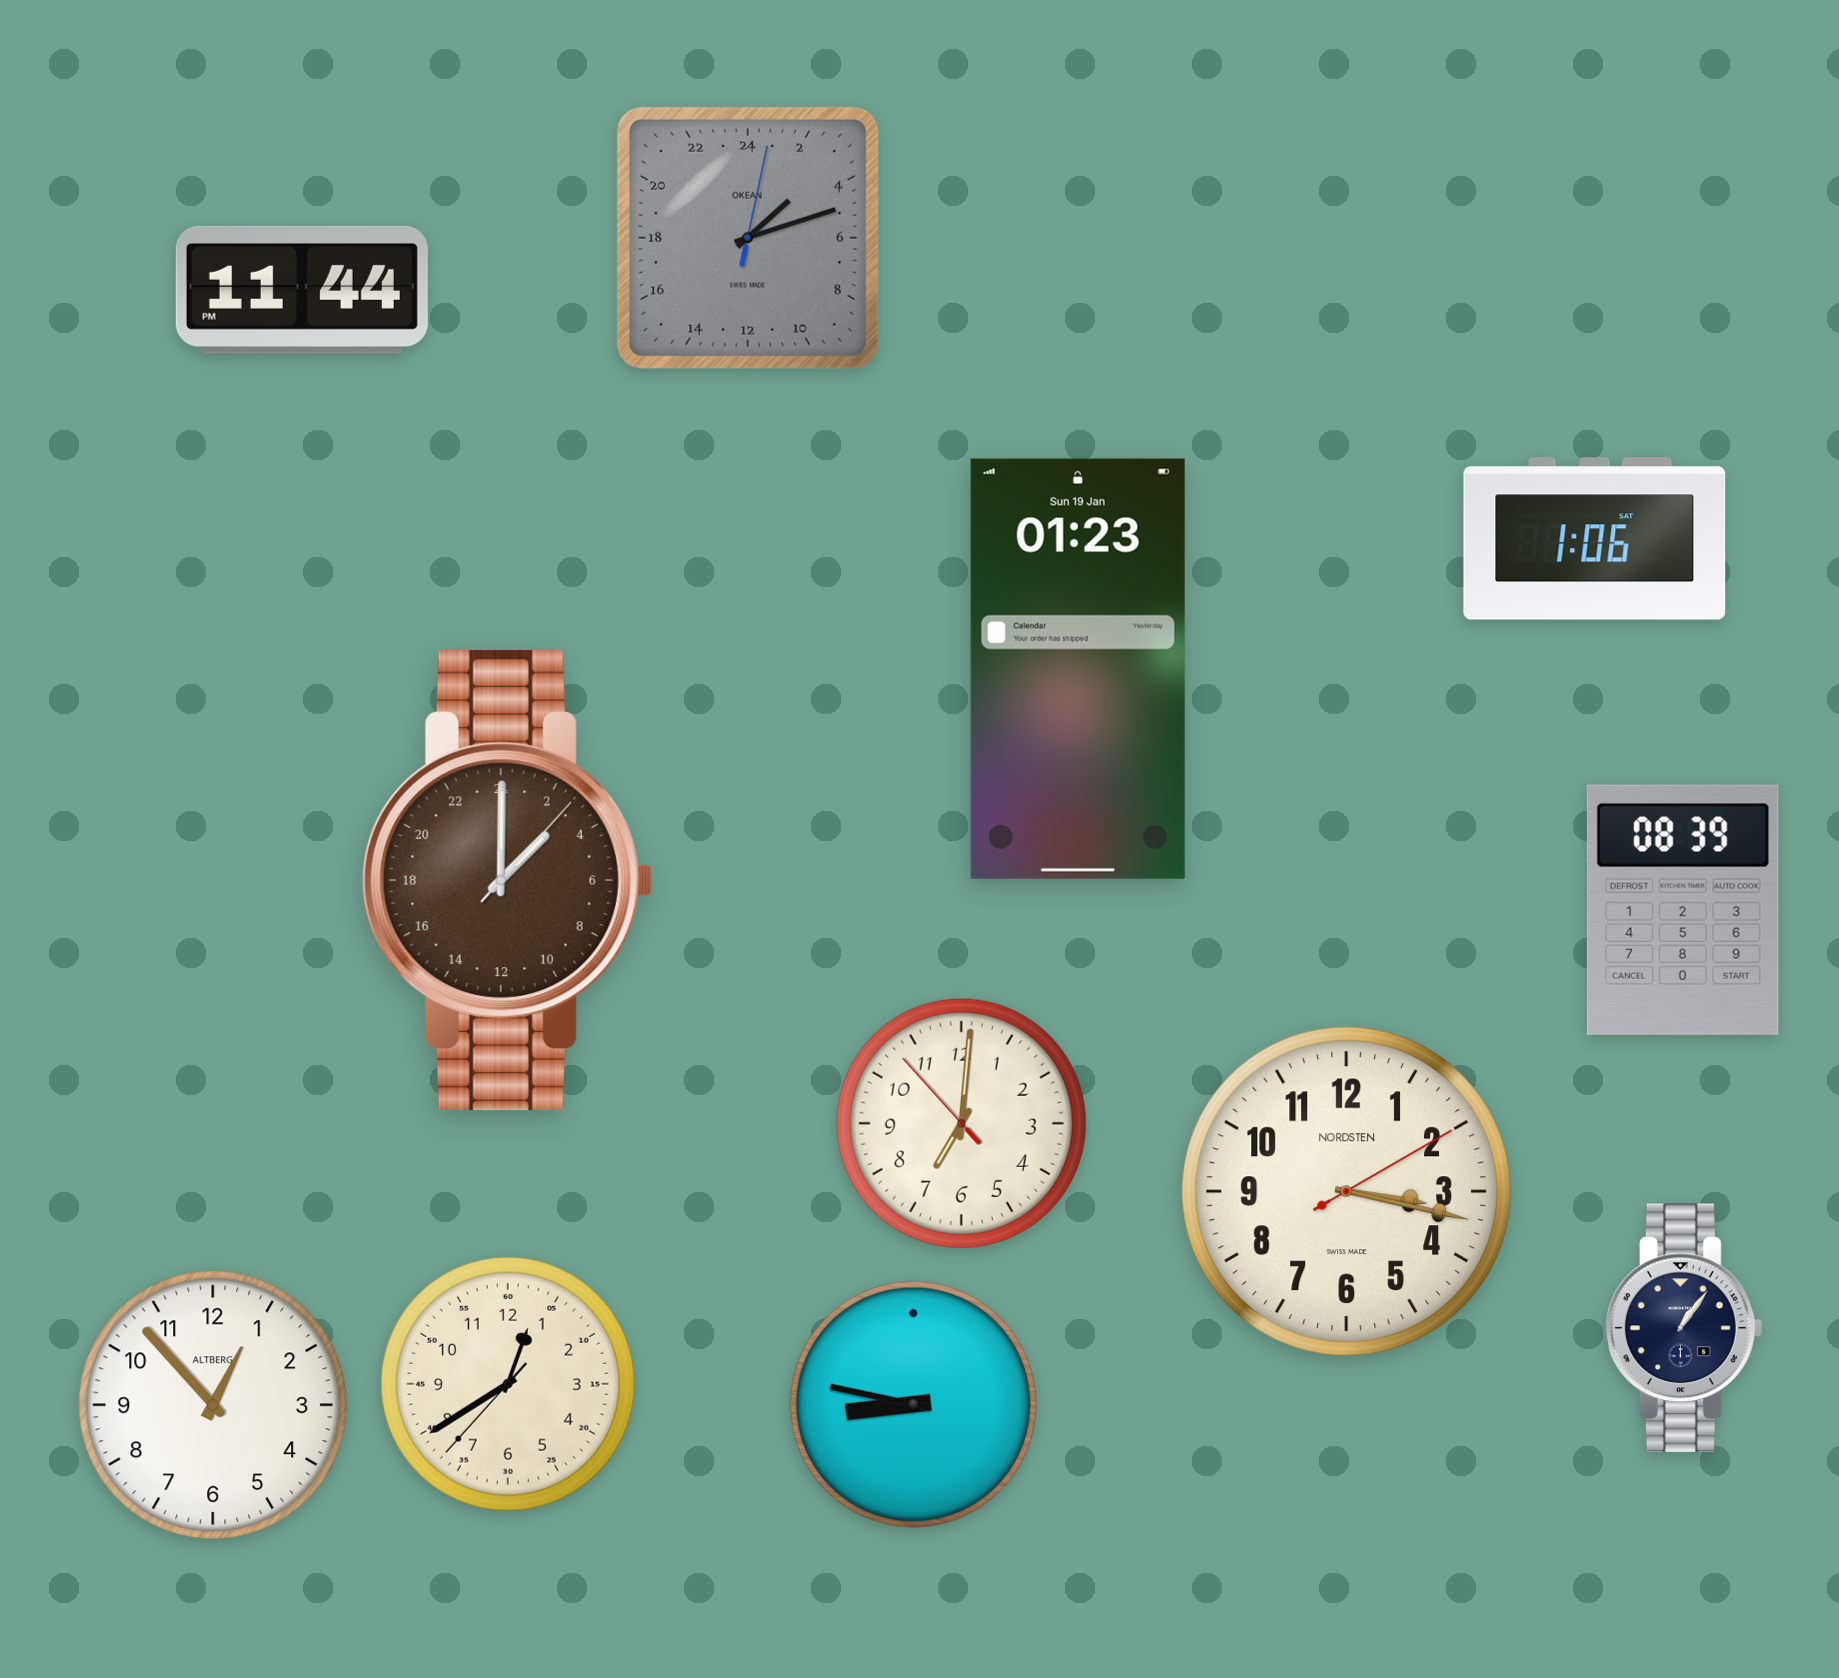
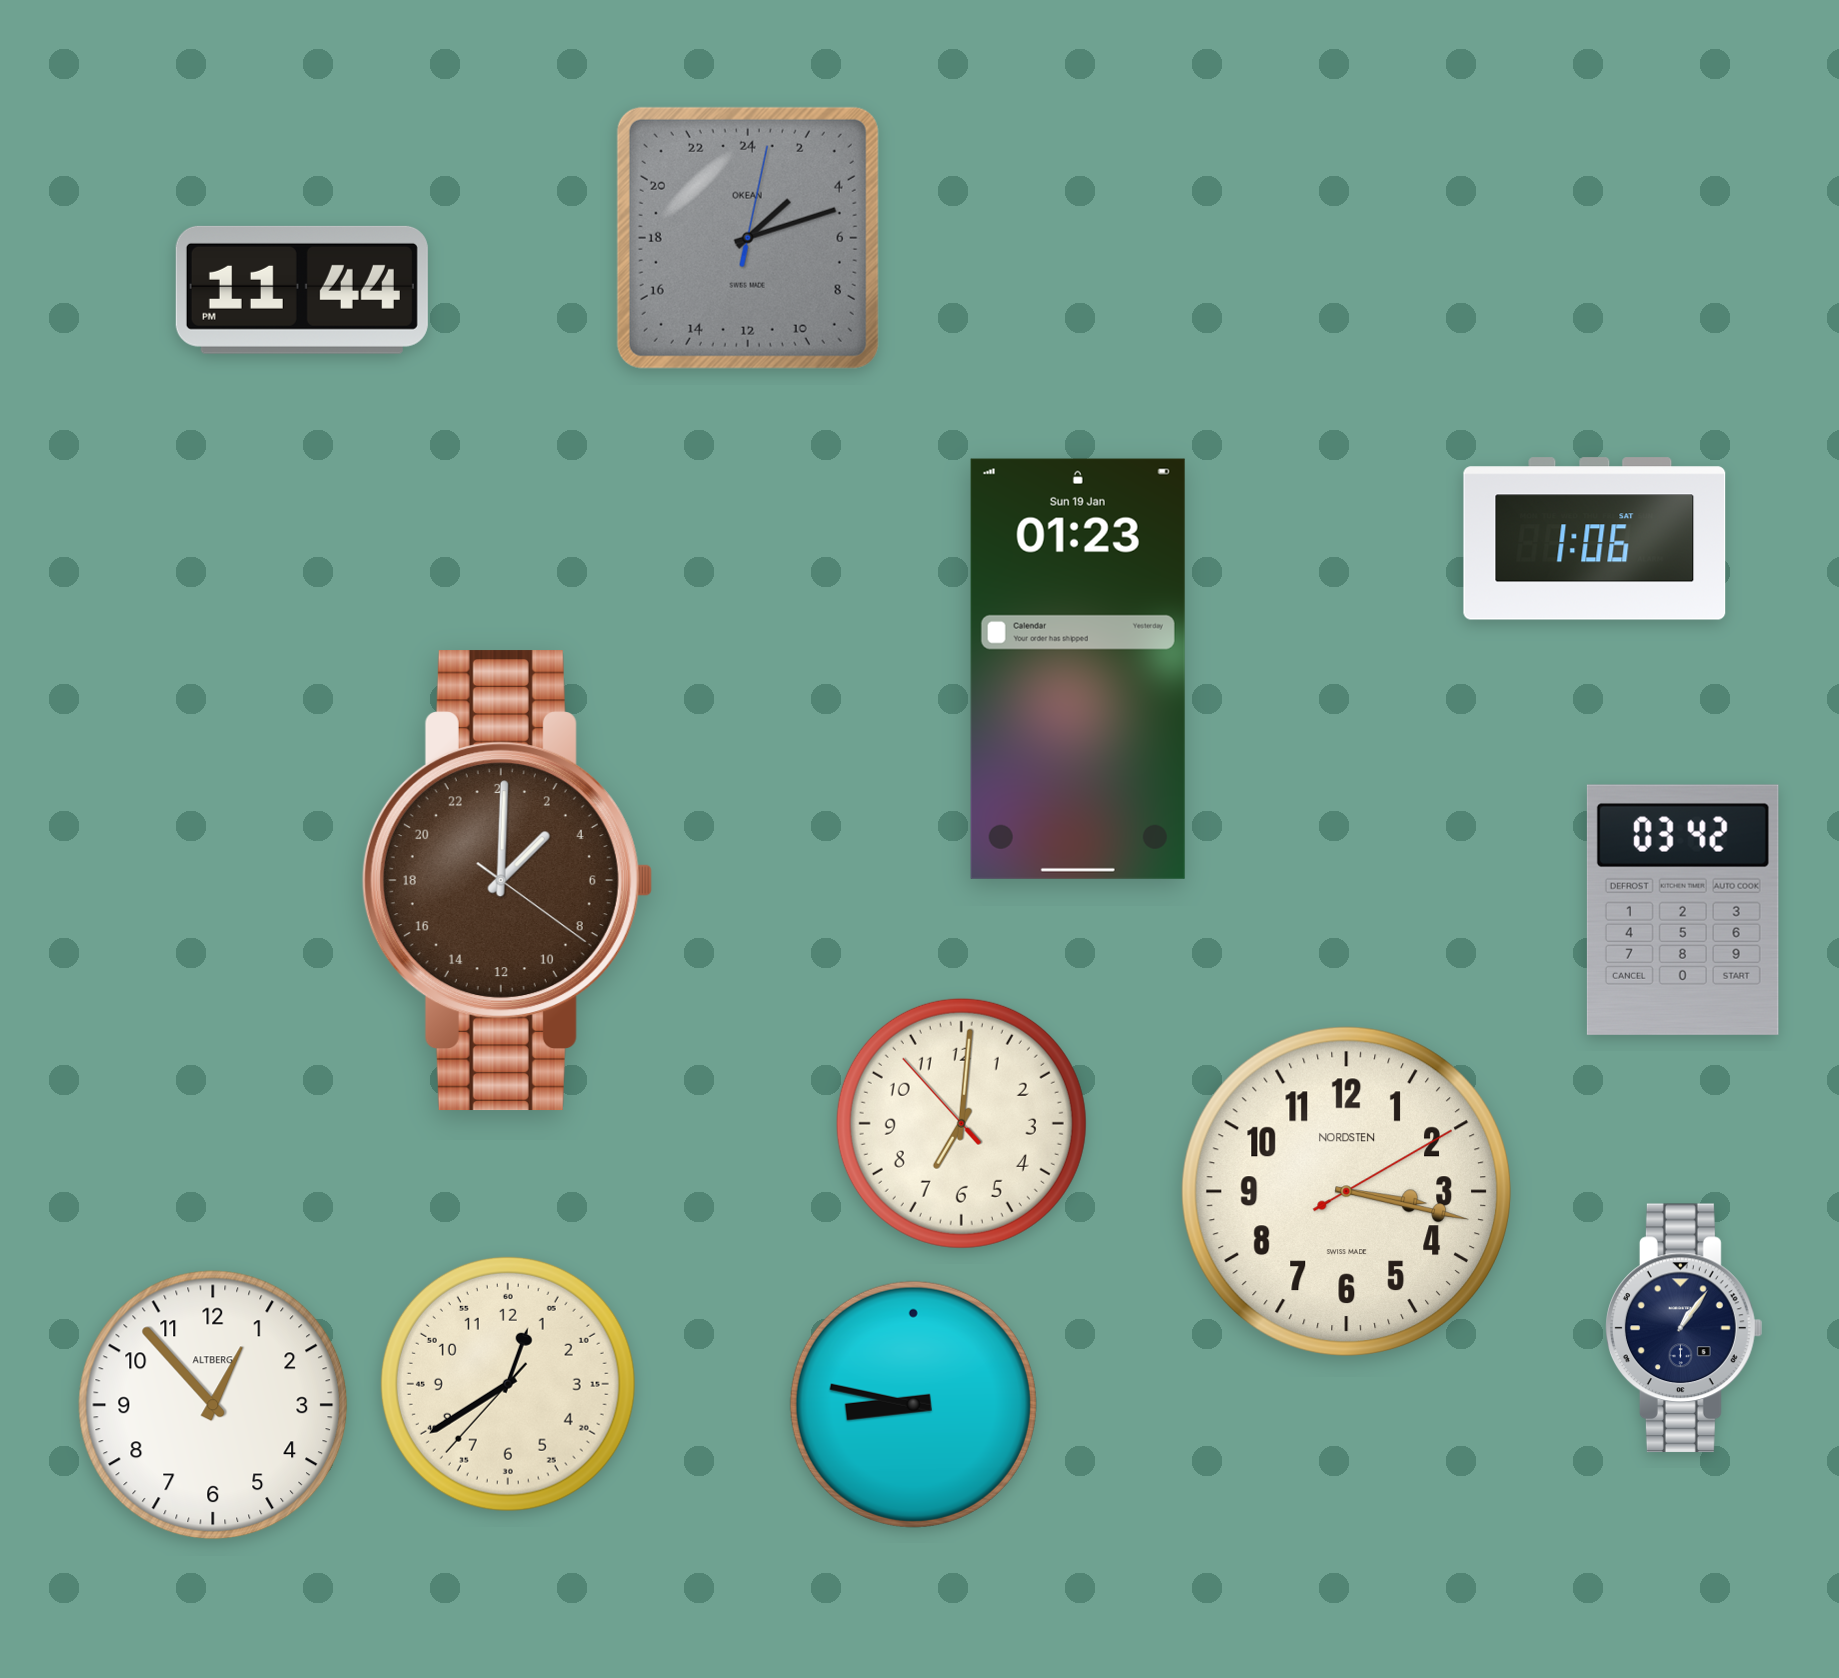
clock at (507, 881): 3:00:07 -> 3:00:21
clock at (1683, 910): 08:39 -> 03:42
